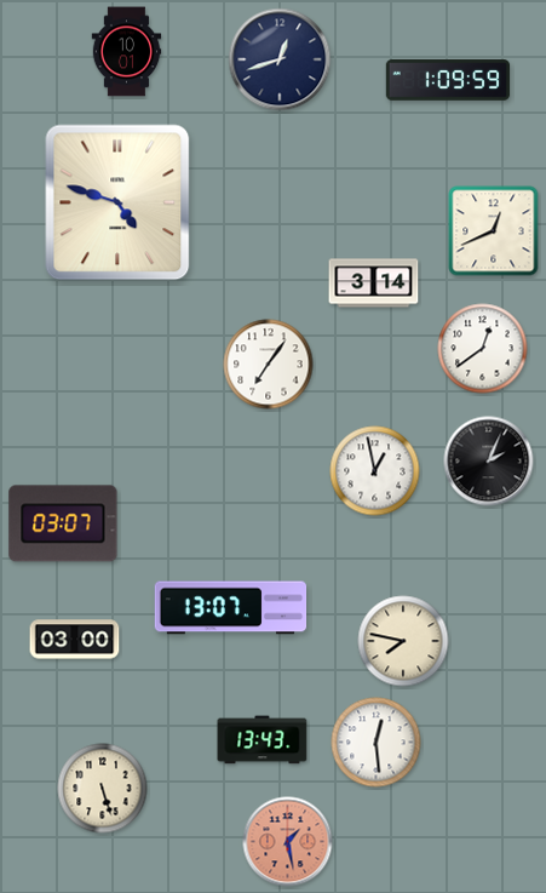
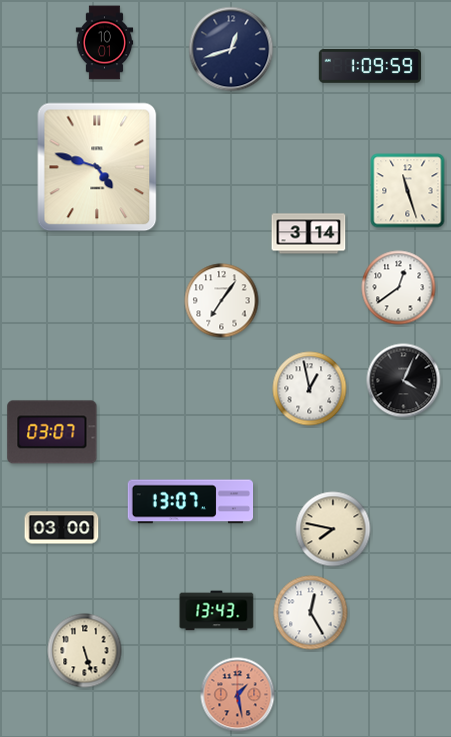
clock at (494, 231): 12:41 -> 11:27
clock at (489, 462): 2:04 -> 4:04
clock at (377, 743): 12:29 -> 12:25
